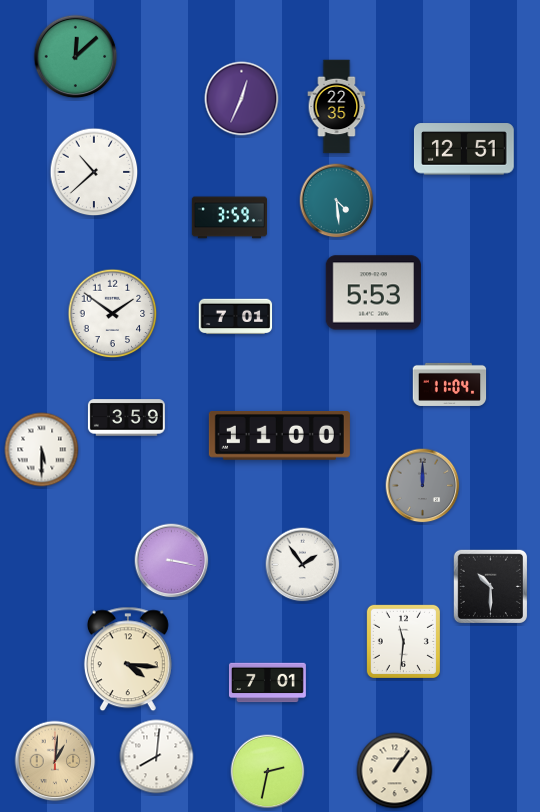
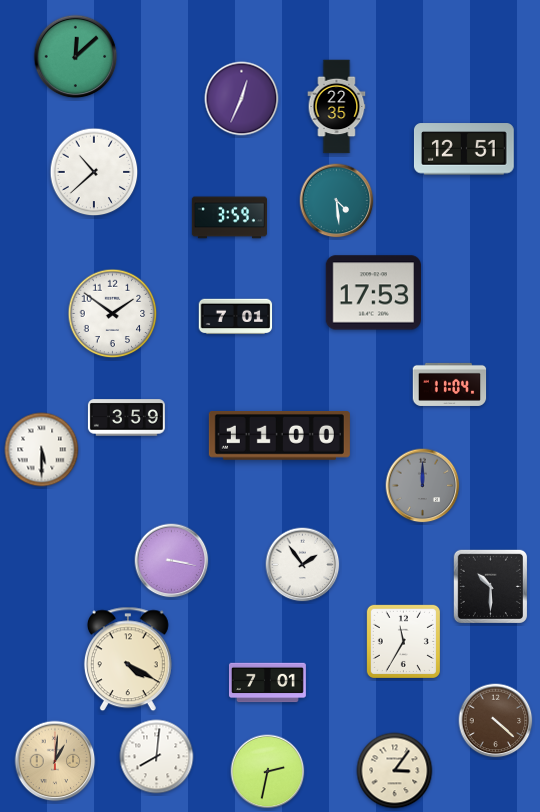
clock at (373, 293): 5:53 -> 17:53
clock at (403, 641): 11:31 -> 11:35
clock at (128, 659): 4:16 -> 4:20
clock at (496, 721): none -> 4:22
clock at (395, 771): 1:06 -> 3:06
